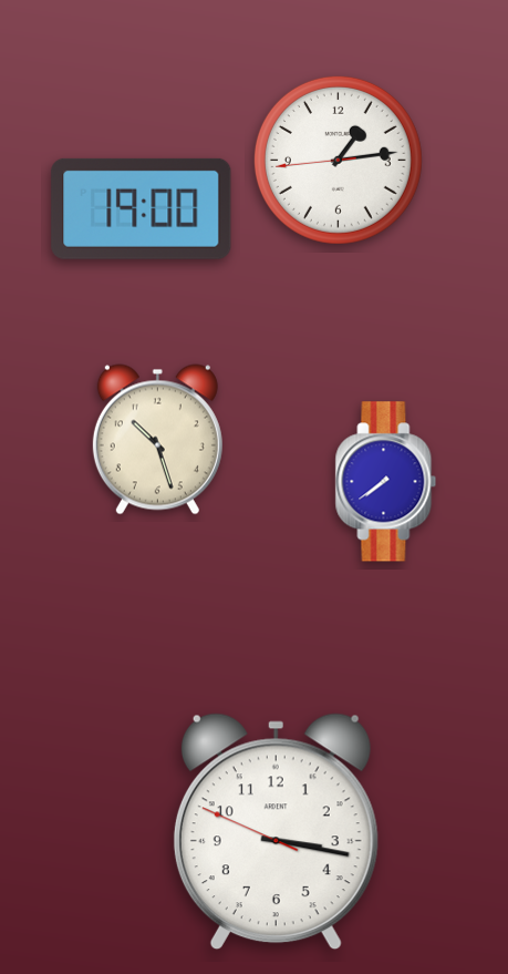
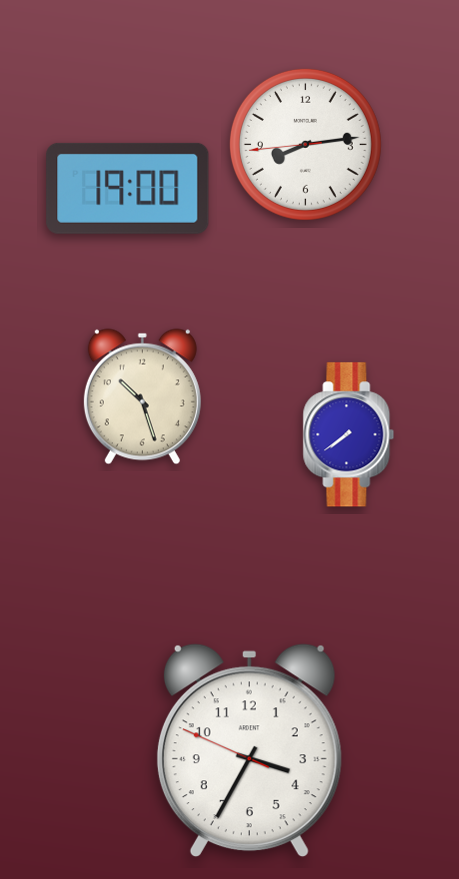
clock at (338, 160): 1:13 -> 8:13
clock at (276, 832): 3:16 -> 3:34
